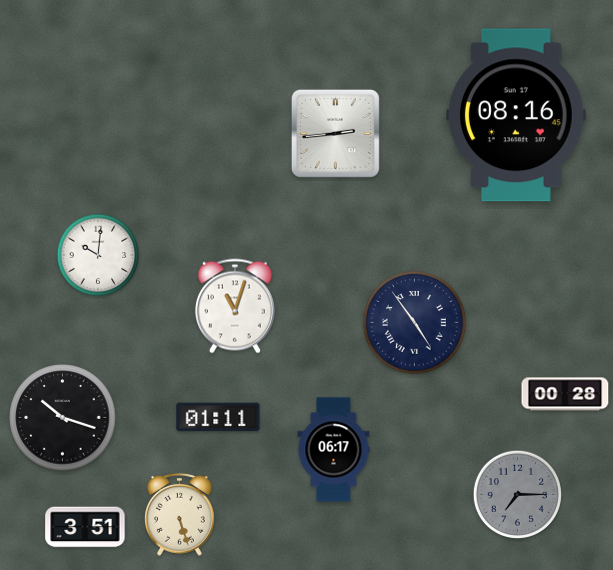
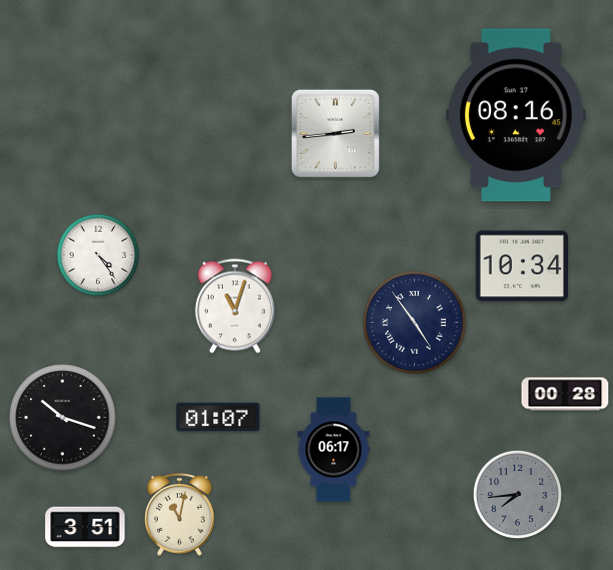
clock at (98, 255): 10:01 -> 4:24
clock at (522, 266): none -> 10:34
clock at (218, 417): 01:11 -> 01:07
clock at (517, 494): 7:15 -> 7:44
clock at (180, 514): 5:27 -> 11:02
